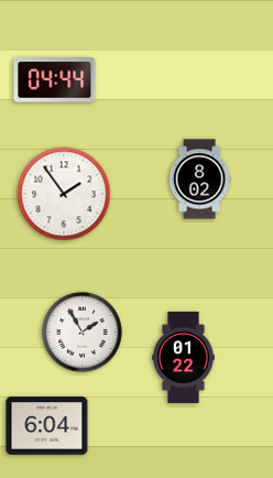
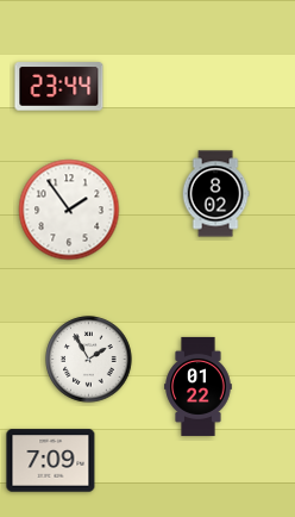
clock at (55, 80): 04:44 -> 23:44
clock at (47, 426): 6:04 -> 7:09
